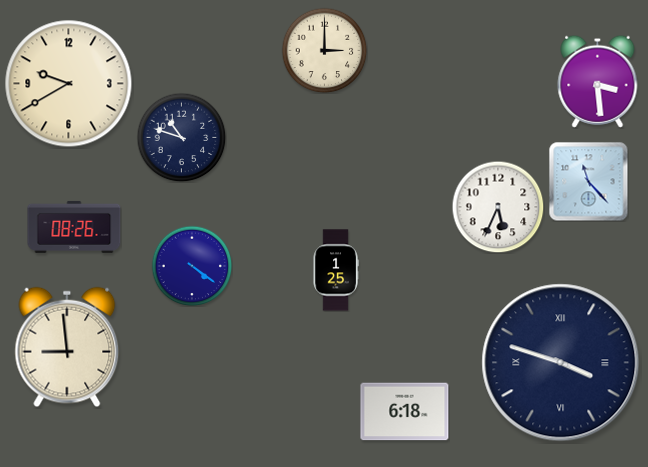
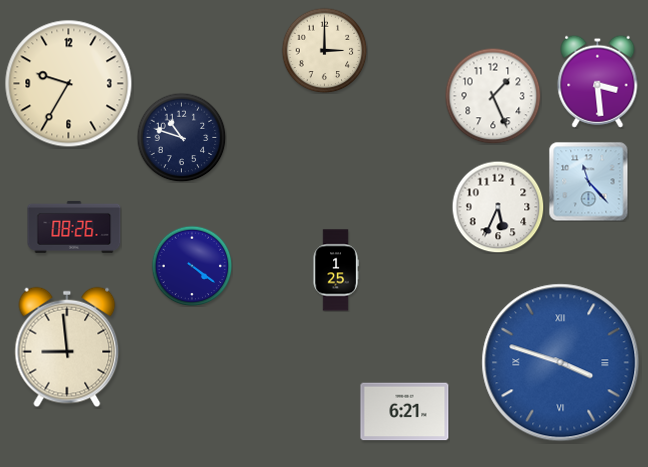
clock at (69, 84): 9:40 -> 9:35
clock at (493, 96): none -> 1:26
clock at (561, 363) dial: navy -> blue
clock at (405, 412): 6:18 -> 6:21
